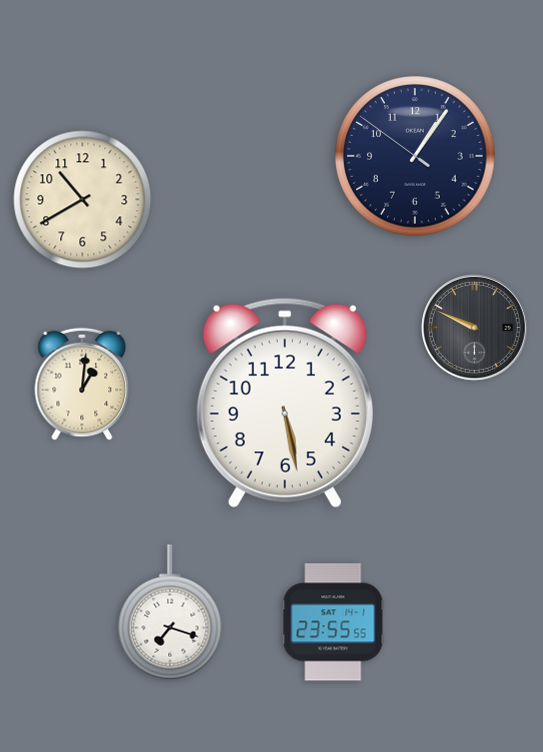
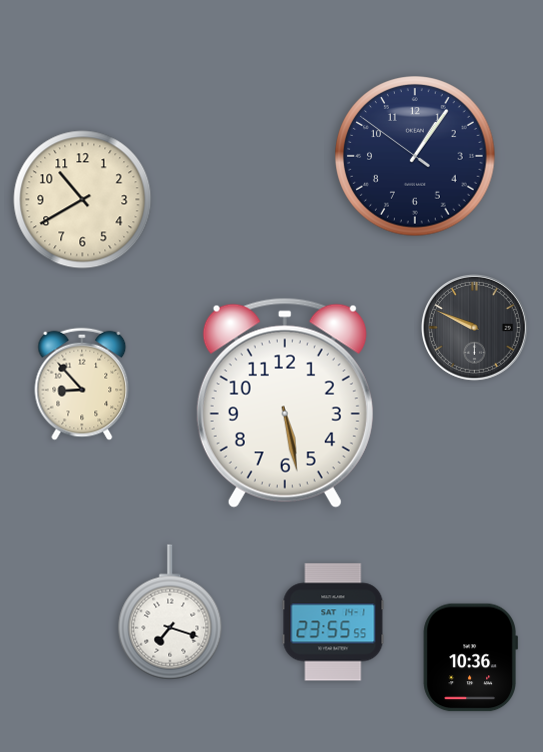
clock at (82, 384): 1:01 -> 8:53
clock at (470, 658): none -> 10:36
